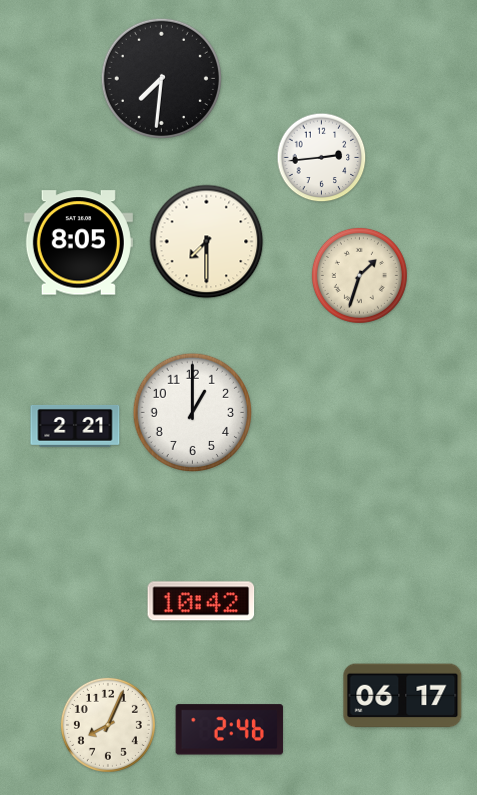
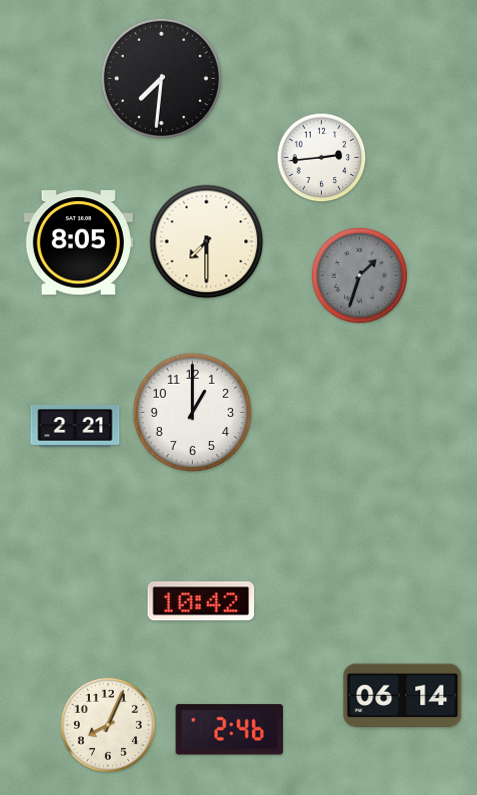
clock at (359, 275) dial: cream -> grey
clock at (403, 696): 06:17 -> 06:14
